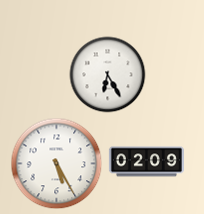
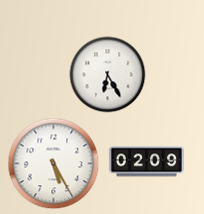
clock at (57, 164) position: (57, 164) -> (54, 164)
